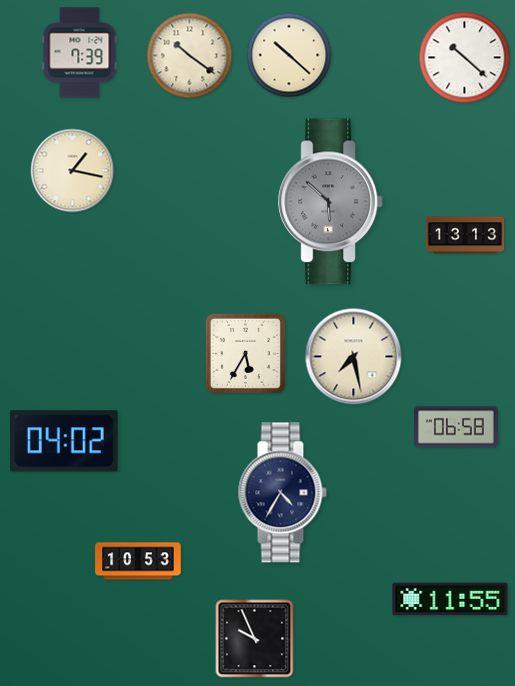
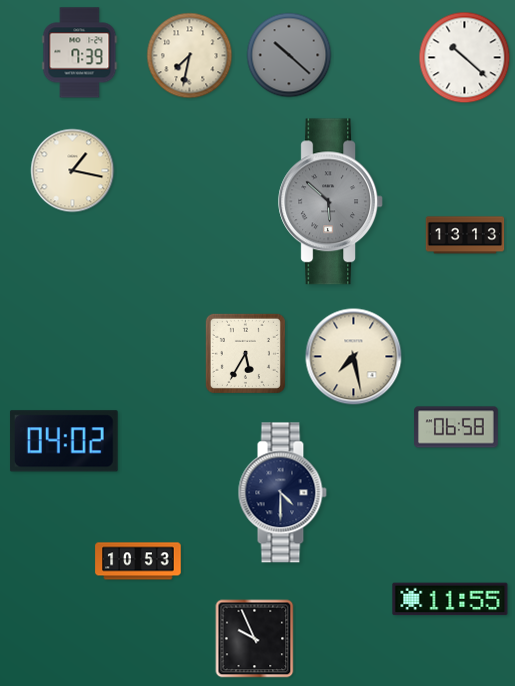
clock at (289, 55) dial: cream -> grey
clock at (190, 56): 10:21 -> 7:32
clock at (282, 493): 4:35 -> 4:30
